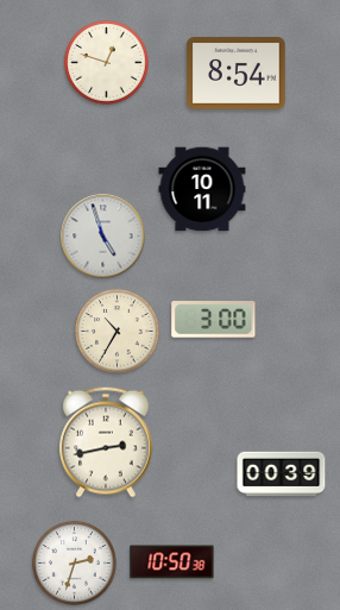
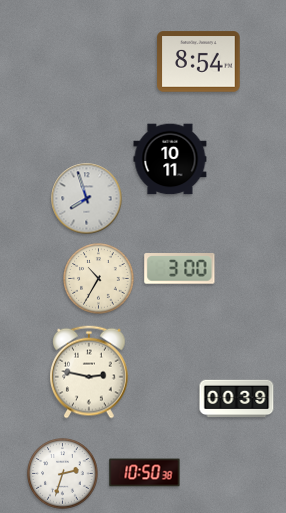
clock at (107, 63): 12:48 -> none
clock at (103, 237): 4:57 -> 7:57
clock at (106, 442): 2:43 -> 2:47
